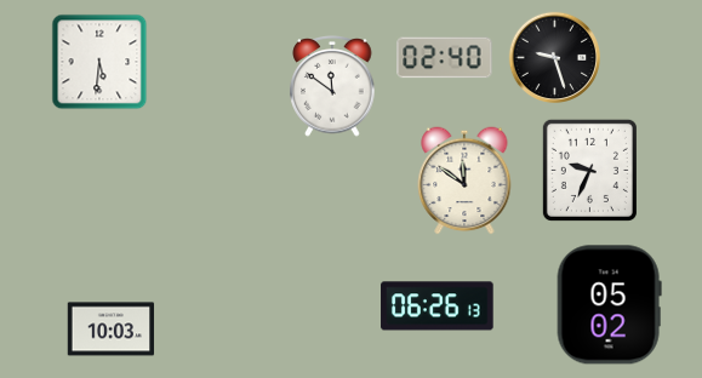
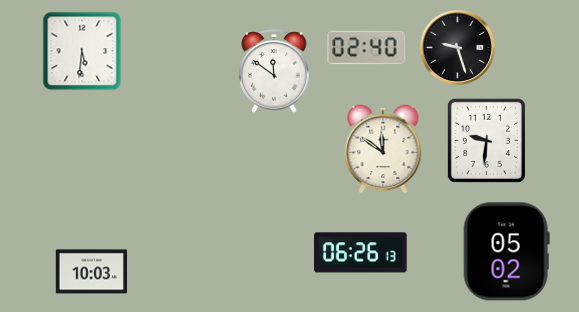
clock at (589, 170): 9:34 -> 9:31
clock at (609, 305) position: (609, 305) -> (506, 252)
